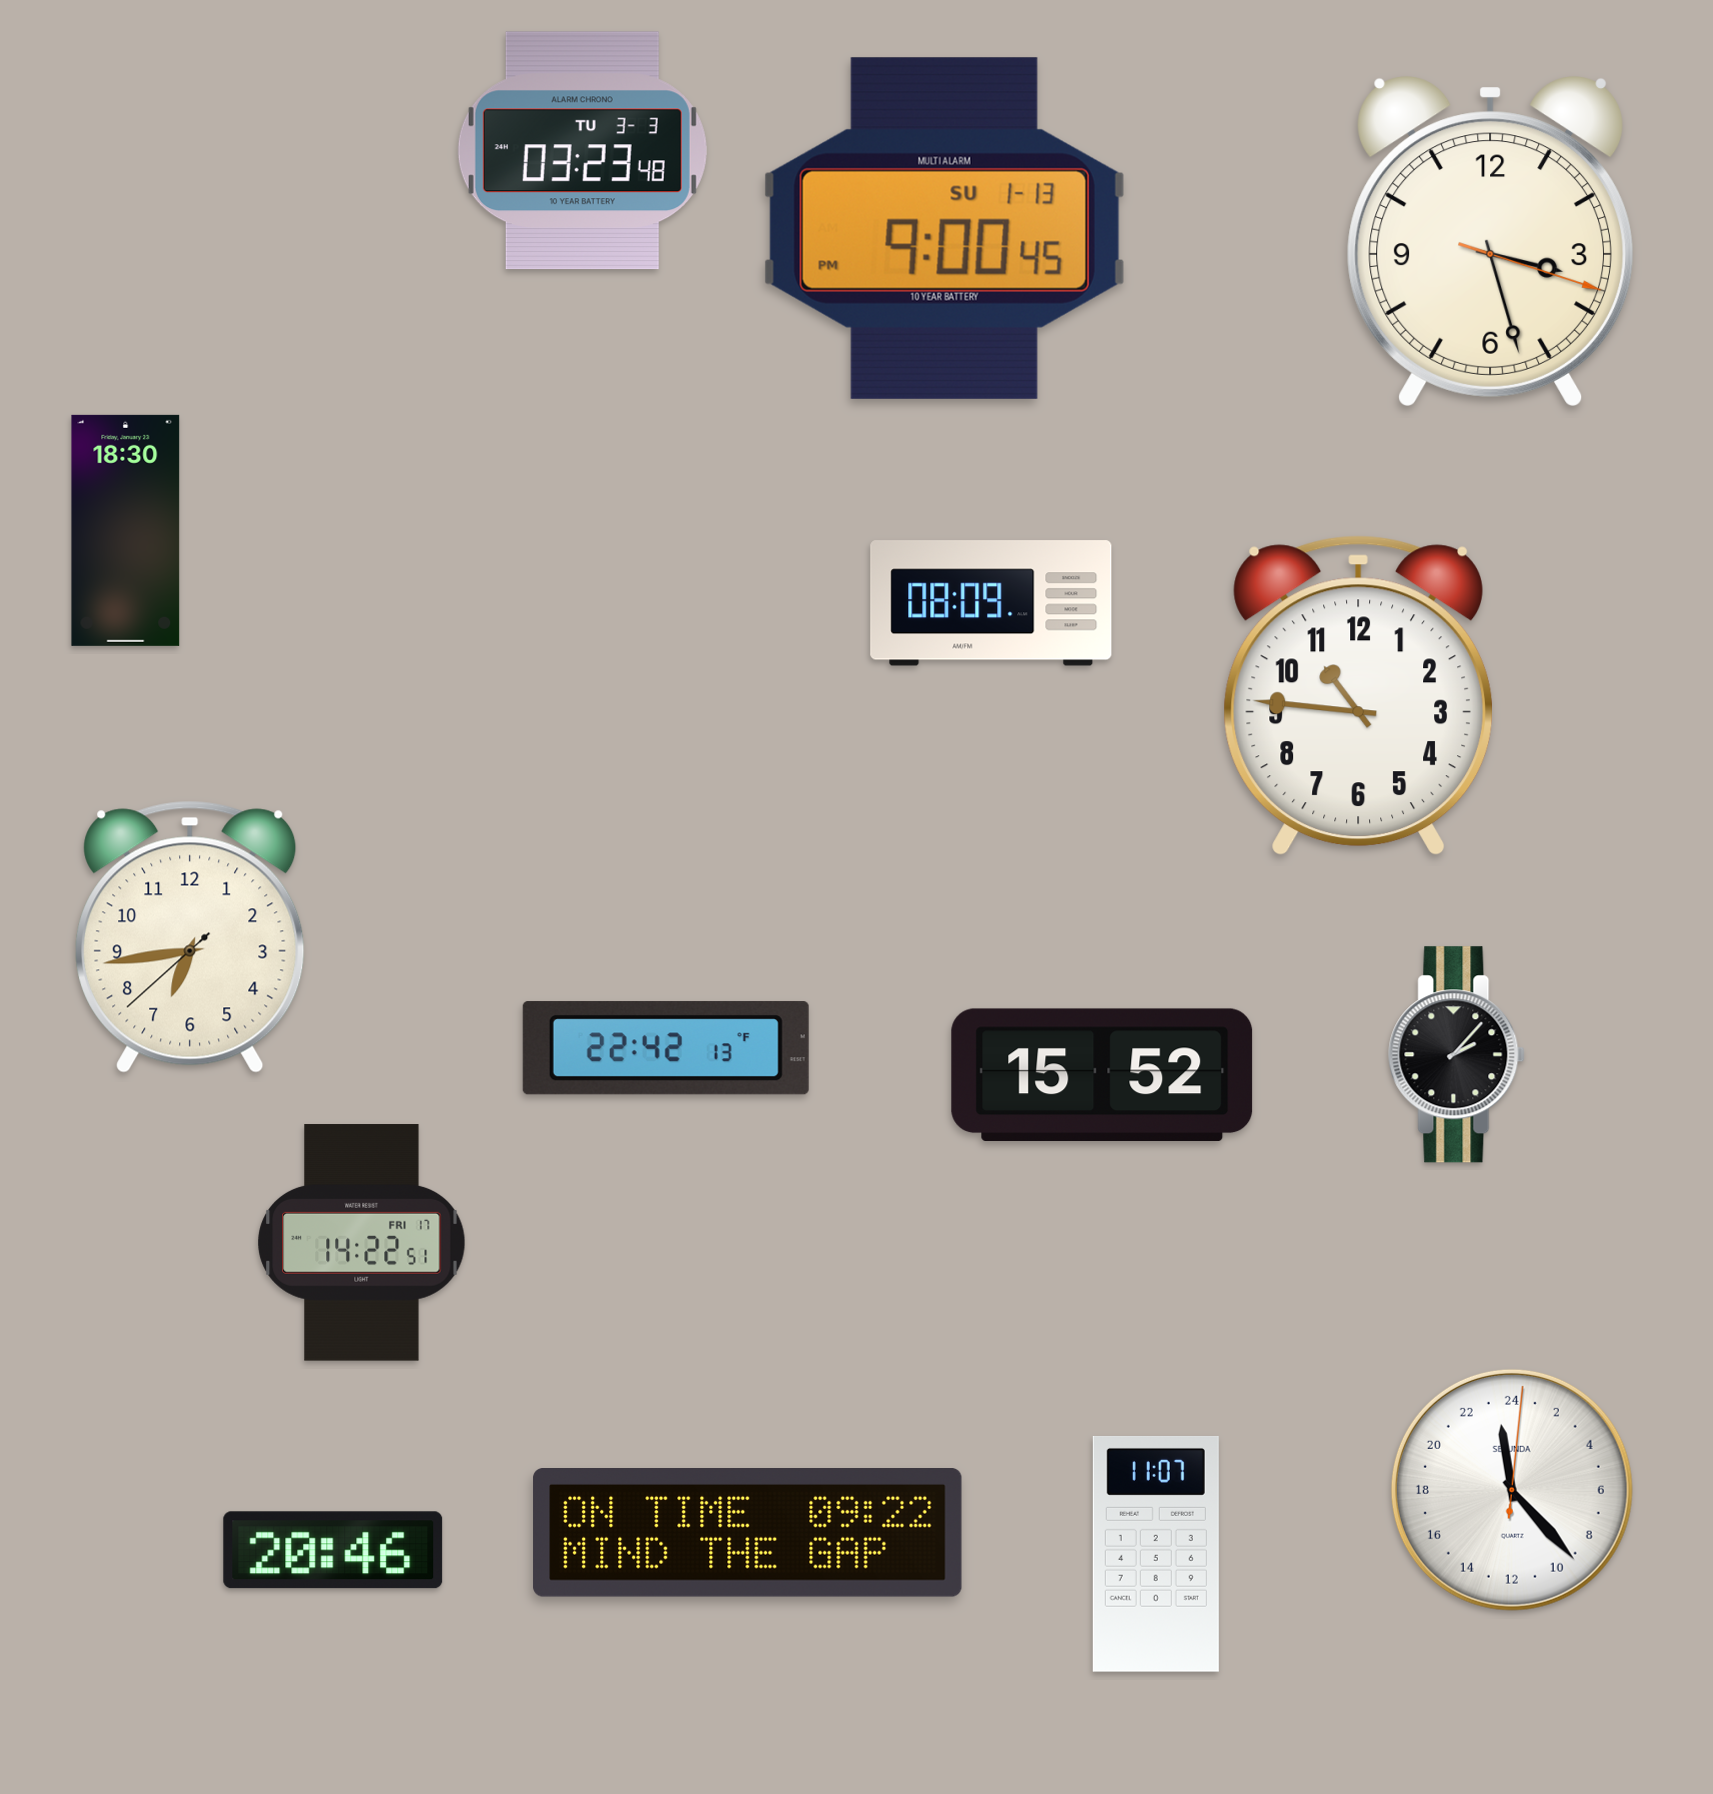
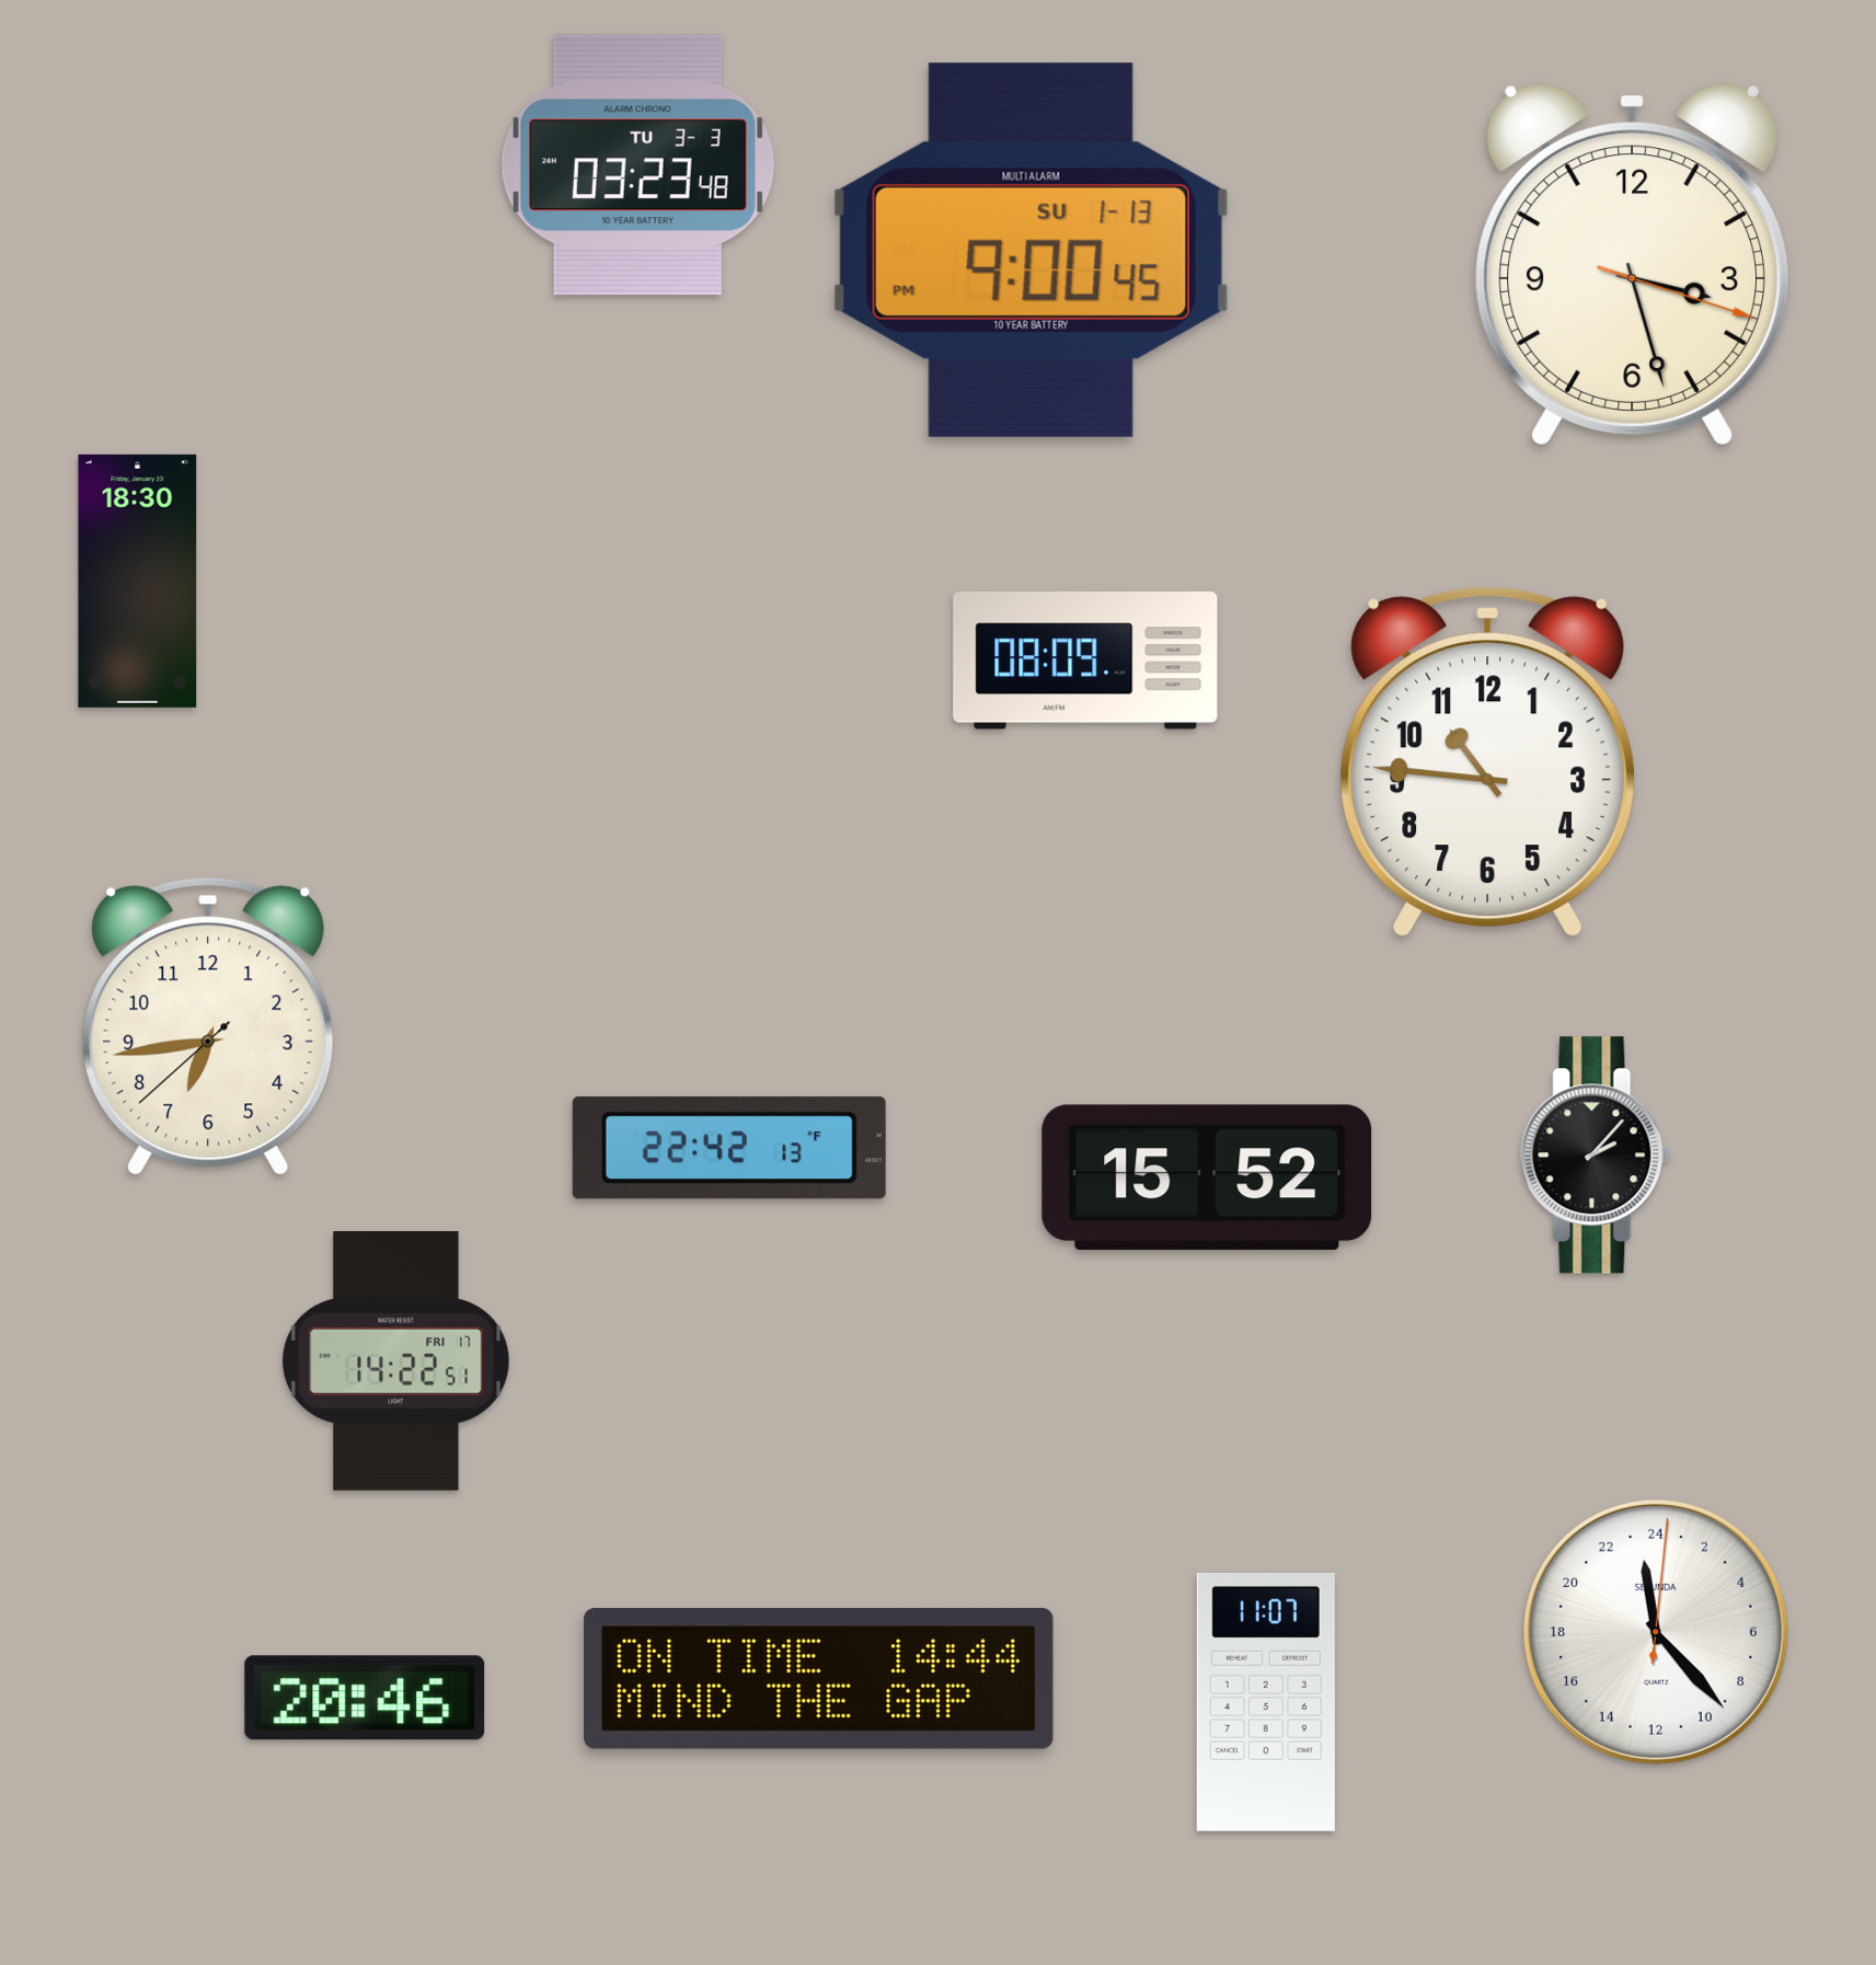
clock at (944, 228) position: (944, 228) -> (1031, 250)
clock at (748, 1533): 09:22 -> 14:44
